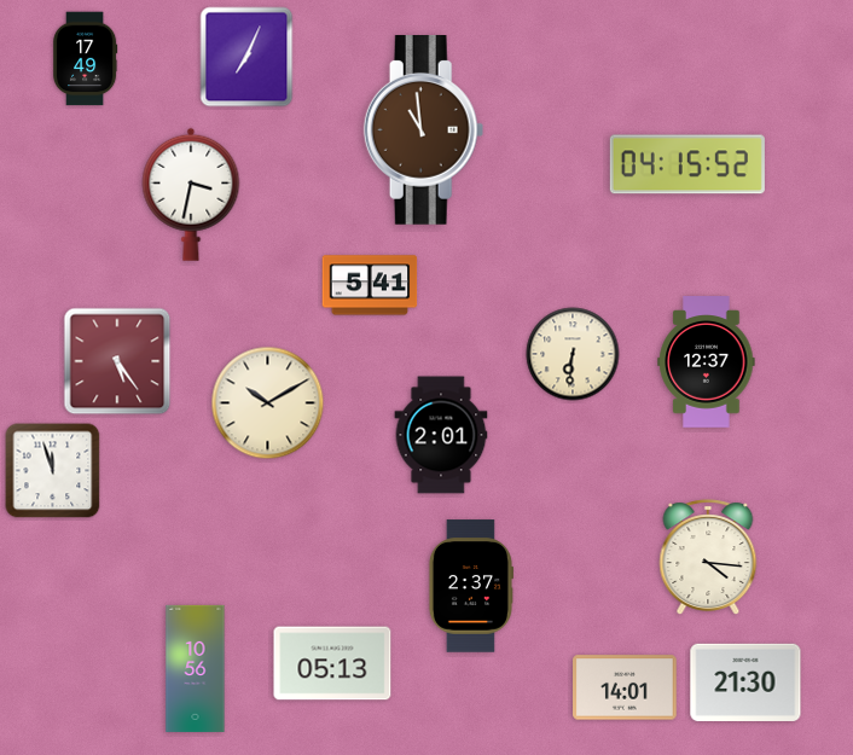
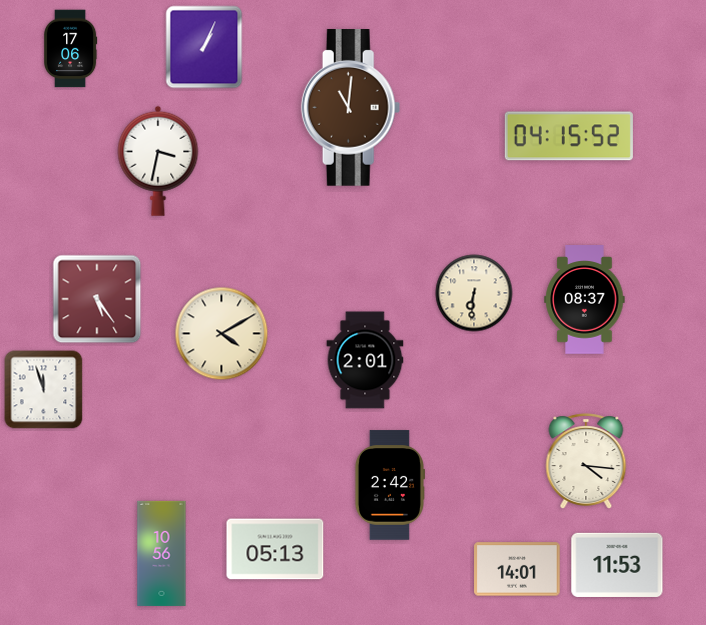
clock at (246, 57): 7:04 -> 1:04
clock at (85, 59): 17:49 -> 17:06
clock at (424, 130): 10:59 -> 11:01
clock at (370, 285): 5:41 -> none
clock at (707, 362): 12:37 -> 08:37
clock at (268, 403): 10:10 -> 4:10
clock at (470, 586): 2:37 -> 2:42
clock at (745, 683): 21:30 -> 11:53
